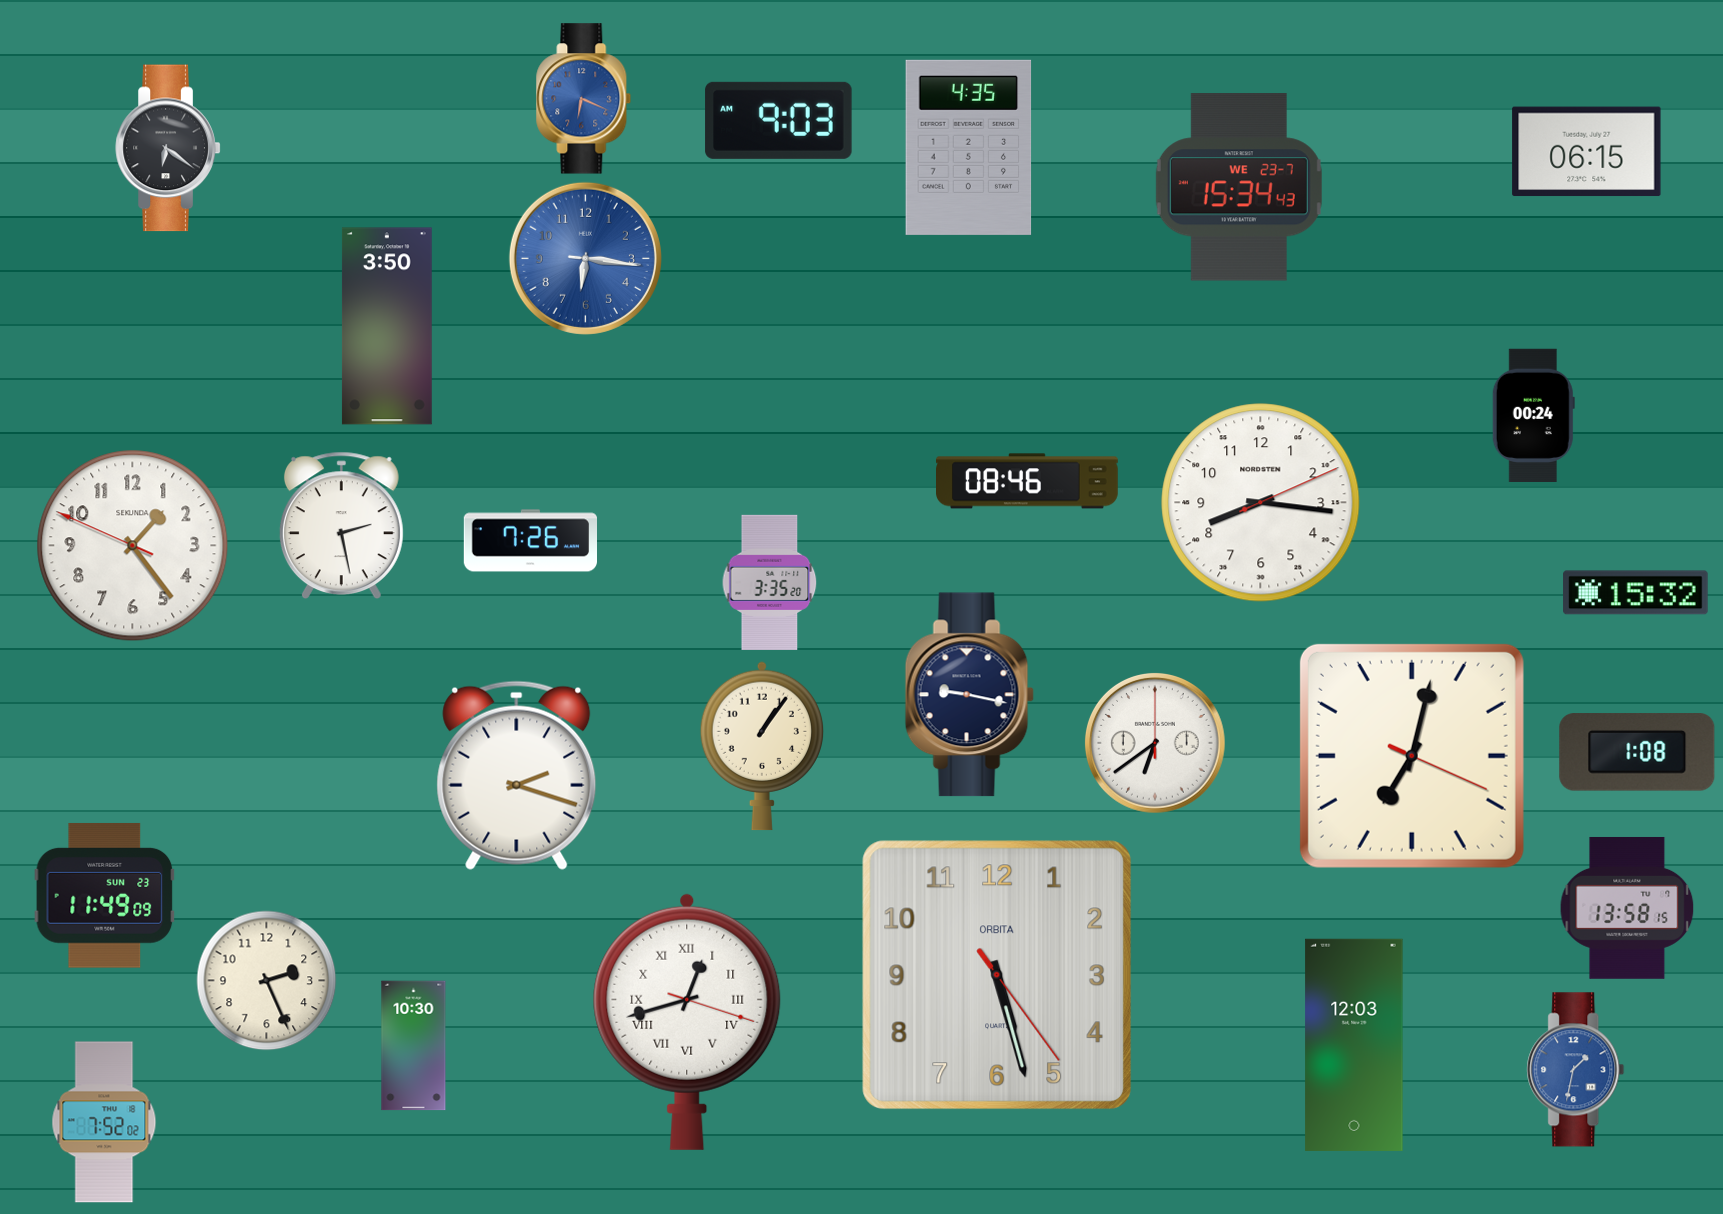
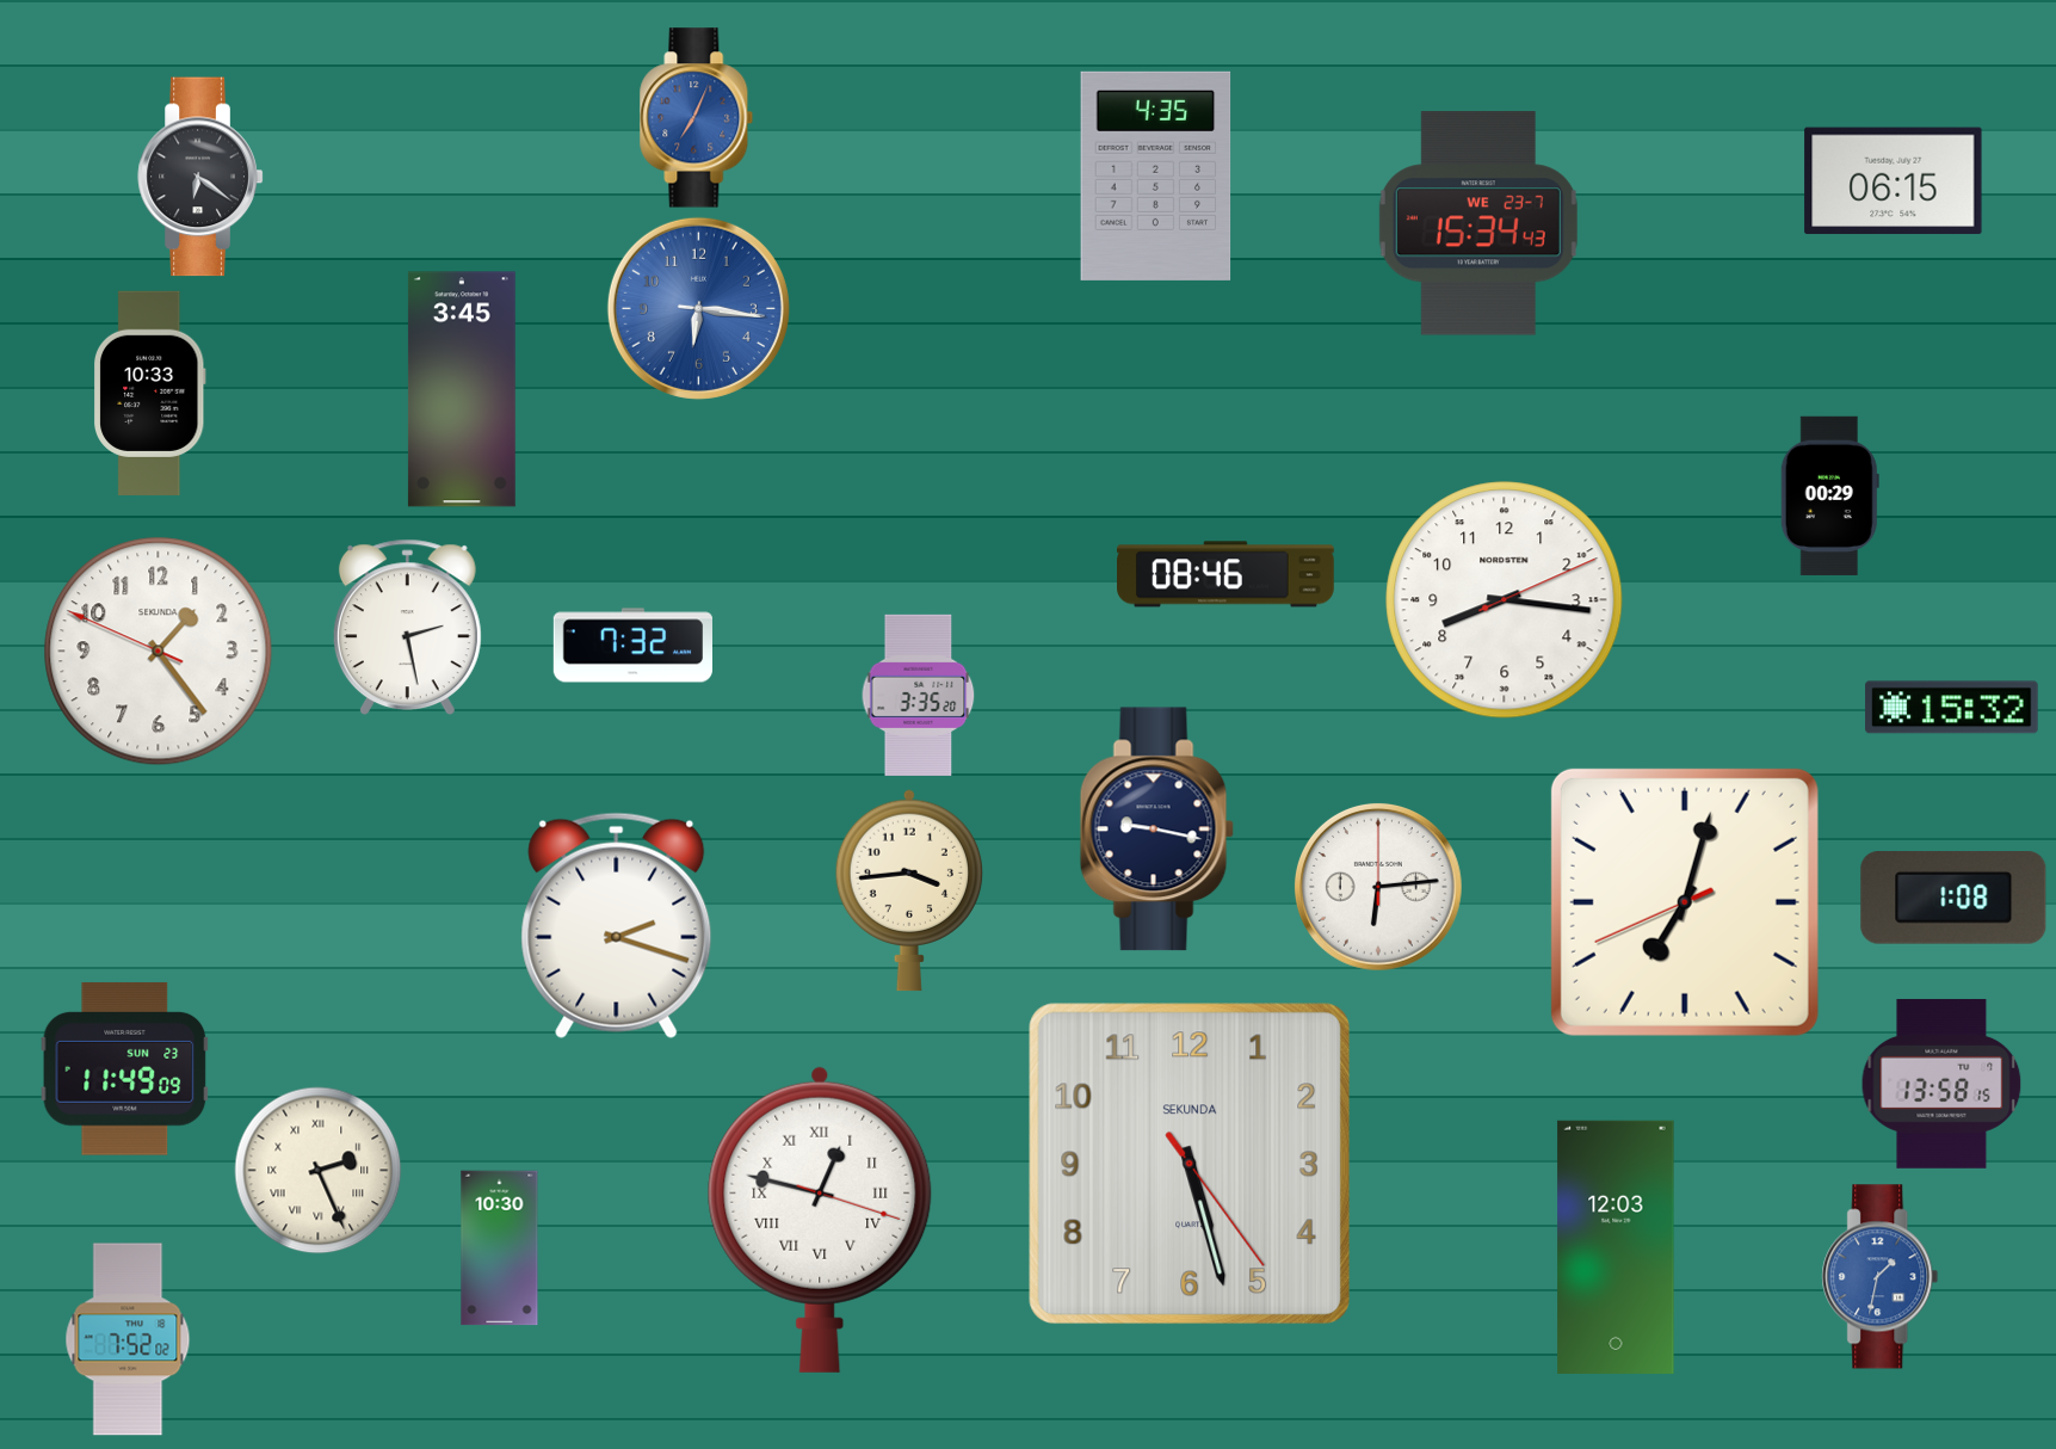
clock at (584, 99): 6:19 -> 7:04
clock at (779, 120): 9:03 -> none
clock at (387, 326): 3:50 -> 3:45
clock at (149, 393): none -> 10:33
clock at (1533, 415): 00:24 -> 00:29
clock at (530, 541): 7:26 -> 7:32
clock at (1155, 743): 6:39 -> 6:14
clock at (761, 746): 1:06 -> 3:44
clock at (1412, 756): 7:02:19 -> 7:02:41
clock at (997, 975) brand: ORBITA -> SEKUNDA
clock at (267, 981) numerals: Arabic -> Roman
clock at (687, 1022): 12:42 -> 12:47
clock at (414, 1046) position: (414, 1046) -> (500, 1248)
clock at (104, 1122) position: (104, 1122) -> (128, 1339)
